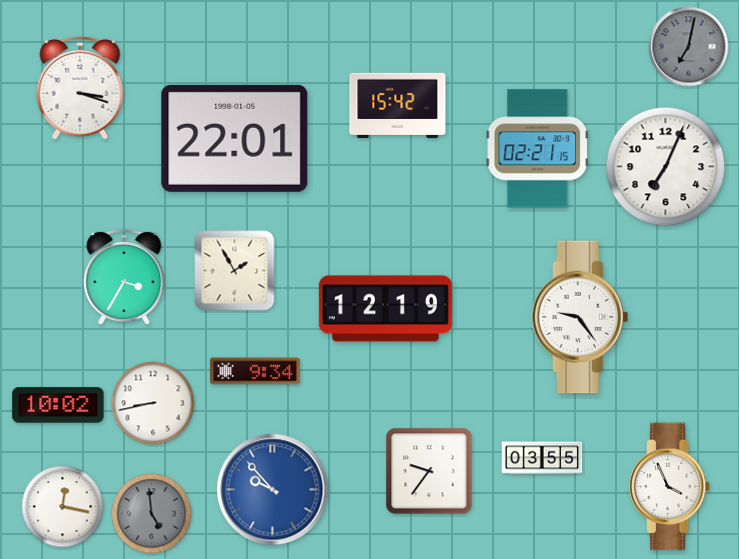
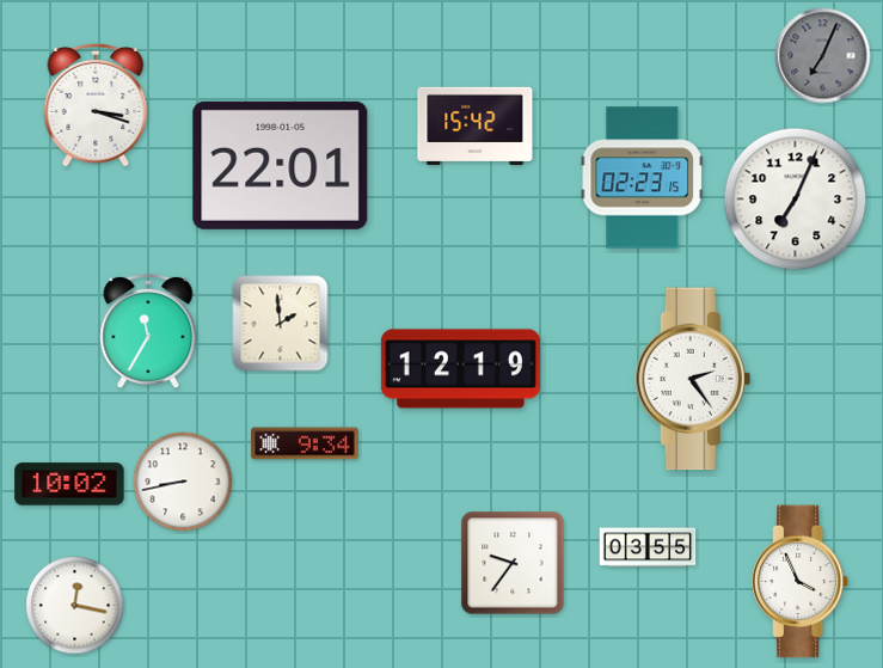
clock at (689, 47): 7:02 -> 7:04
clock at (538, 149): 02:21 -> 02:23
clock at (235, 271): 1:55 -> 1:59
clock at (124, 277): 3:35 -> 11:35
clock at (580, 317): 9:24 -> 2:24
clock at (273, 490): 9:53 -> none
clock at (152, 514): 4:59 -> none
